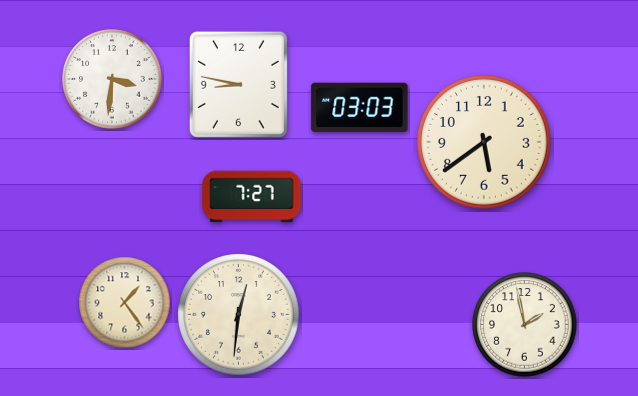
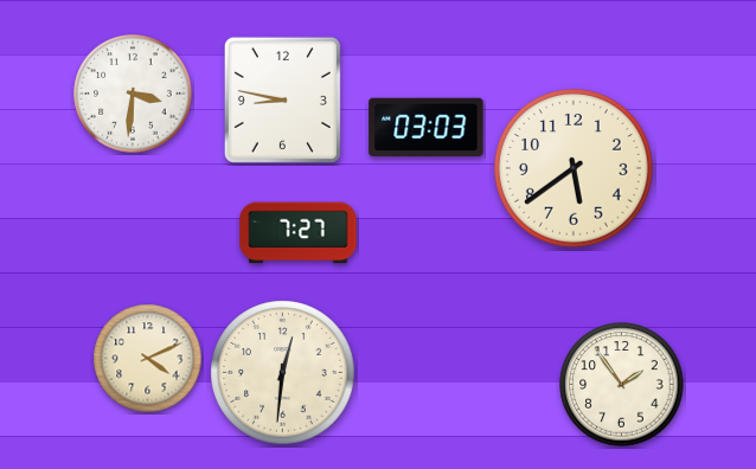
clock at (125, 303): 1:24 -> 4:11
clock at (525, 325): 1:58 -> 1:54
